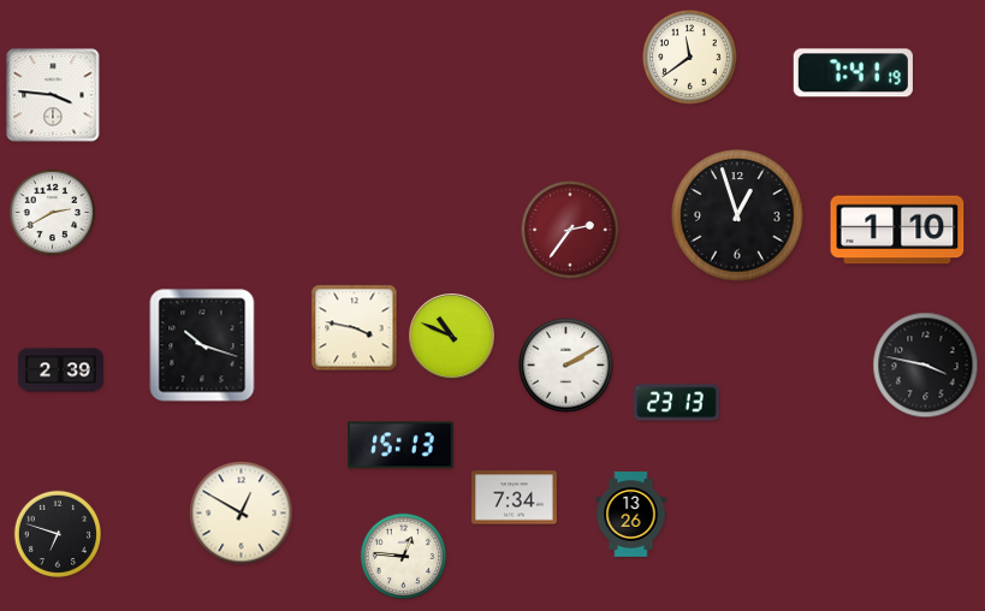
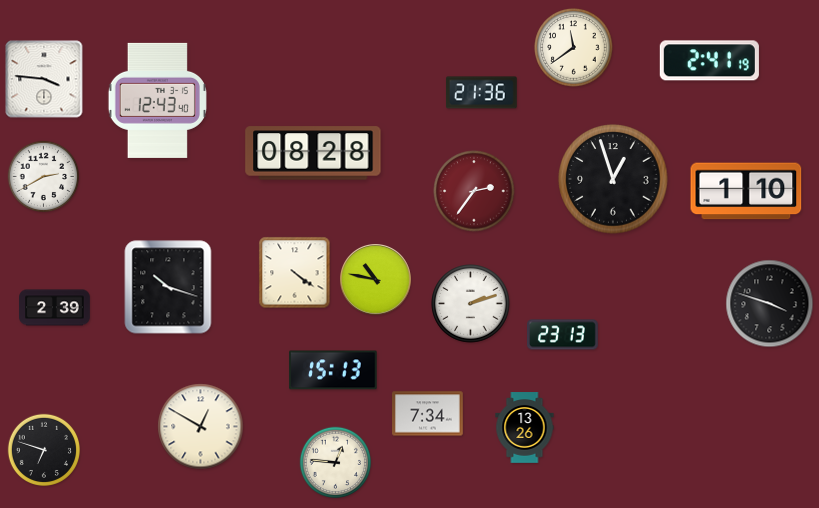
clock at (853, 73): 7:41 -> 2:41
clock at (481, 93): none -> 21:36
clock at (157, 100): none -> 12:43
clock at (313, 153): none -> 08:28
clock at (355, 328): 3:47 -> 4:21
clock at (452, 337): 10:49 -> 10:47
clock at (566, 366): 2:10 -> 2:12
clock at (926, 366): 3:47 -> 3:48
clock at (61, 370) position: (61, 370) -> (55, 308)
clock at (57, 533) position: (57, 533) -> (43, 449)
